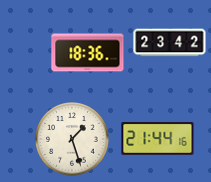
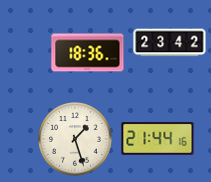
clock at (72, 139) position: (72, 139) -> (75, 139)
